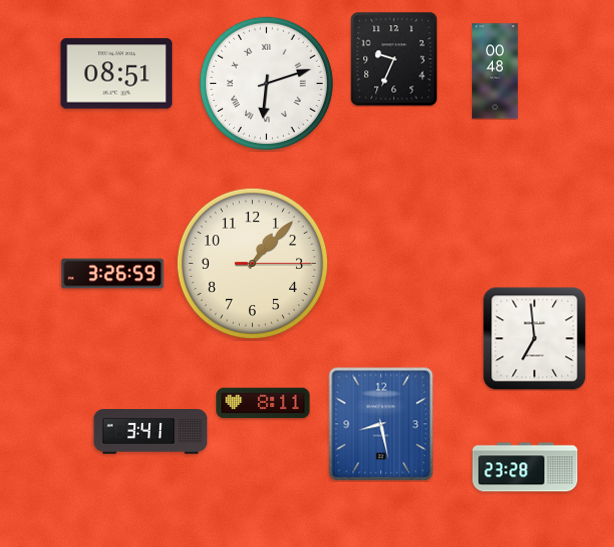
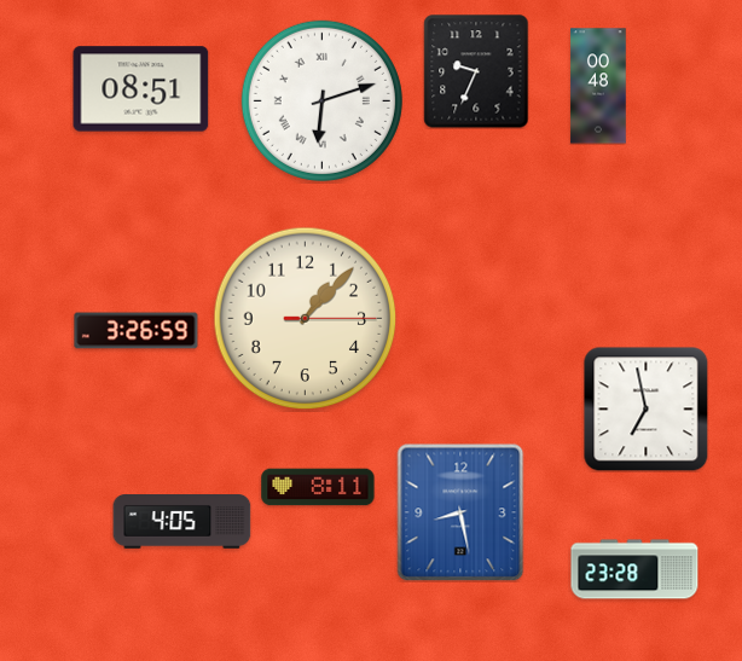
clock at (534, 338): 6:59 -> 6:58
clock at (151, 432): 3:41 -> 4:05
clock at (525, 467) position: (525, 467) -> (634, 569)
